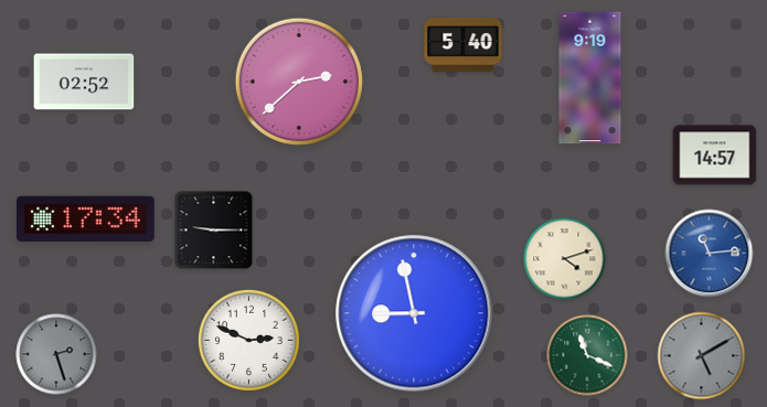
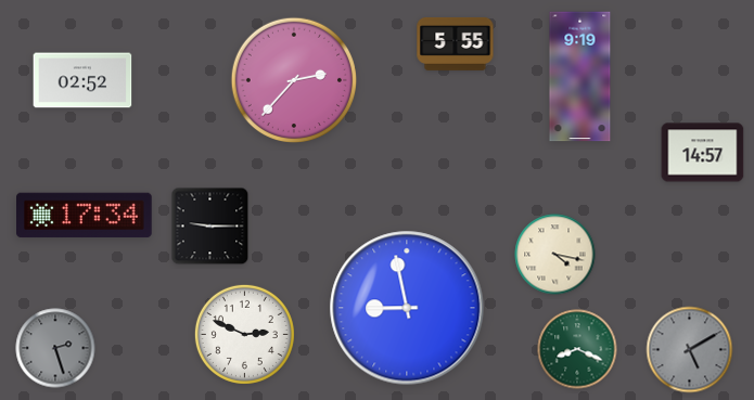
clock at (464, 44): 5:40 -> 5:55
clock at (298, 81): 2:38 -> 2:37
clock at (710, 254): 11:14 -> none
clock at (565, 259): 4:12 -> 4:17
clock at (587, 355): 11:19 -> 8:19
